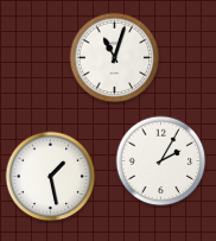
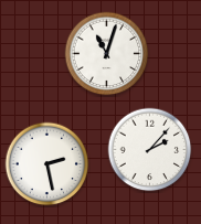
clock at (161, 161): 2:05 -> 2:07
clock at (51, 177): 1:28 -> 2:28
